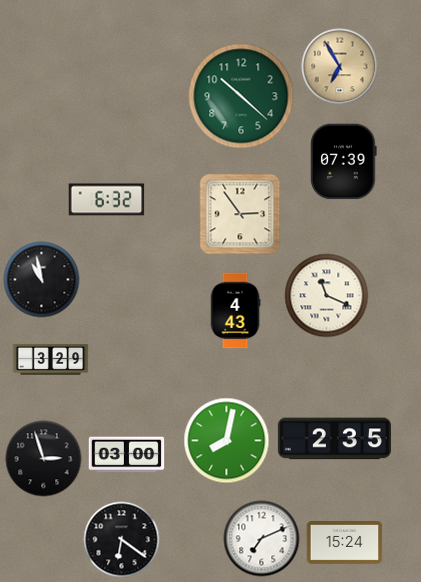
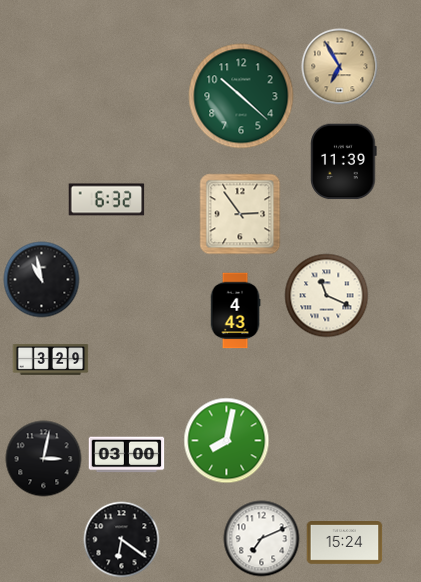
clock at (344, 162): 07:39 -> 11:39
clock at (334, 439): 2:35 -> none
clock at (44, 459): 2:57 -> 3:02
